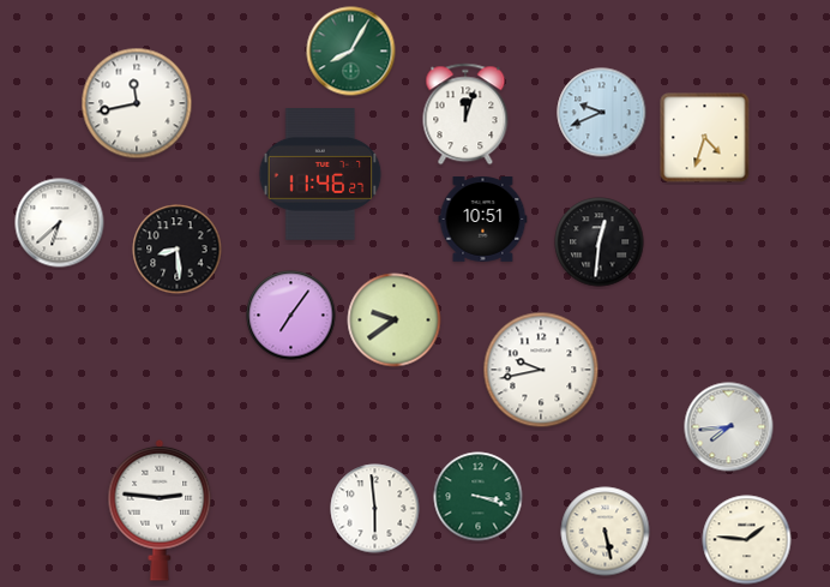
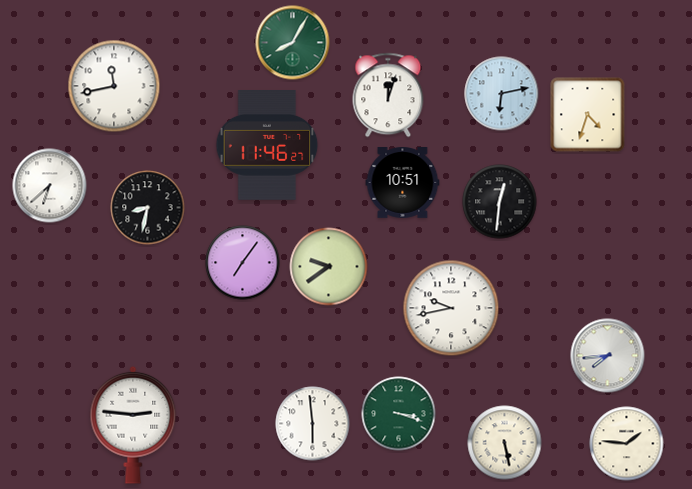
clock at (602, 113): 9:41 -> 6:13
clock at (178, 250): 8:29 -> 8:32
clock at (747, 540) position: (747, 540) -> (627, 444)
